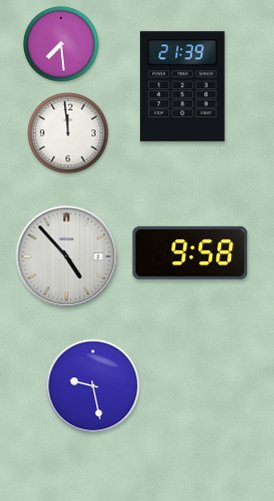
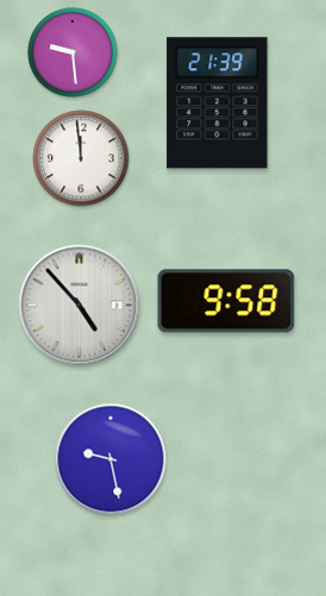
clock at (61, 44): 7:29 -> 9:29
